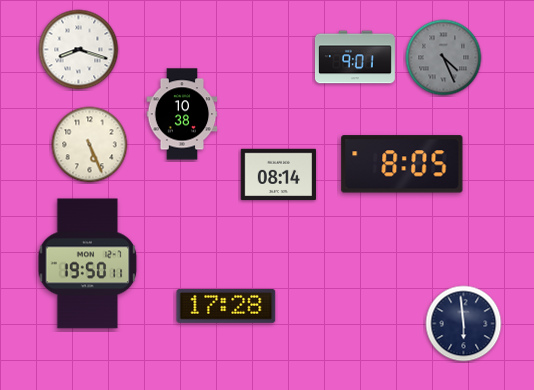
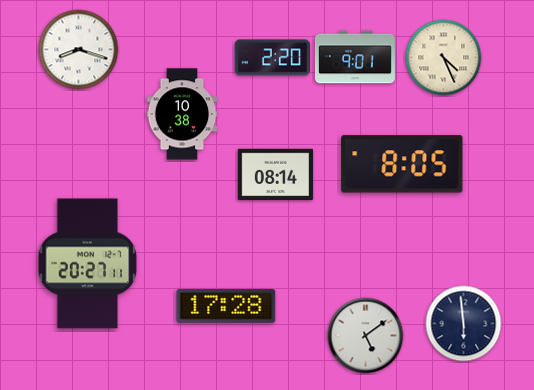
clock at (272, 58): none -> 2:20
clock at (444, 58) dial: grey -> cream
clock at (90, 145): 5:26 -> none
clock at (279, 175) position: (279, 175) -> (276, 175)
clock at (88, 264): 19:50 -> 20:27
clock at (366, 336): none -> 5:09
